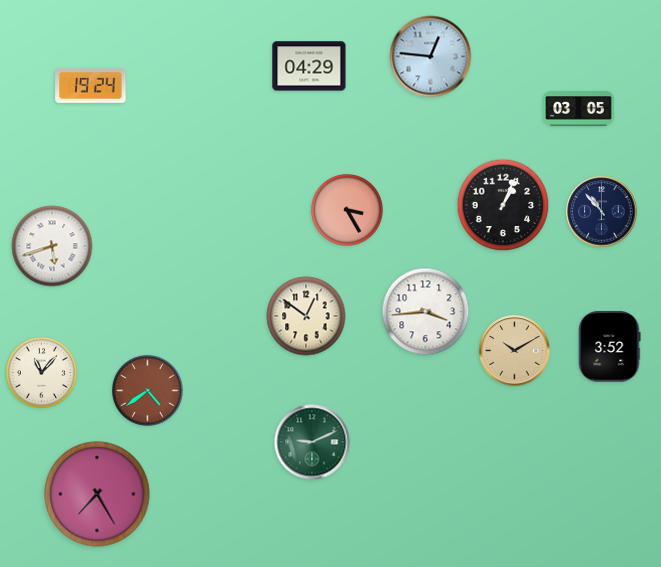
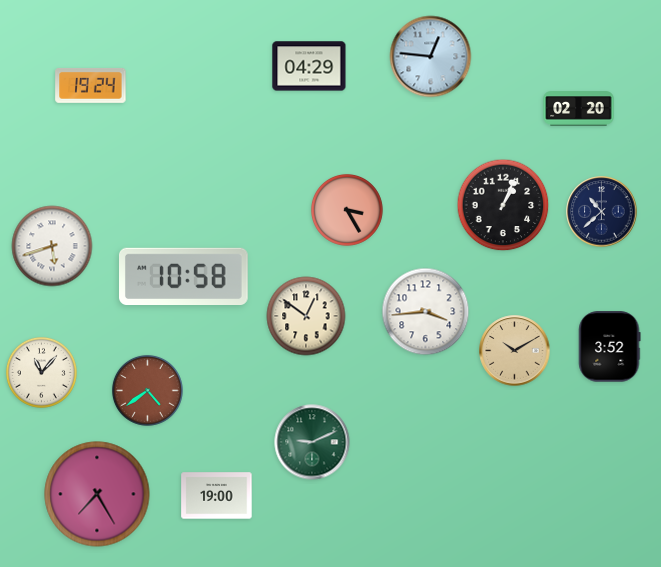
clock at (579, 109): 03:05 -> 02:20
clock at (602, 212): 10:53 -> 10:38
clock at (184, 276): none -> 10:58
clock at (217, 496): none -> 19:00
